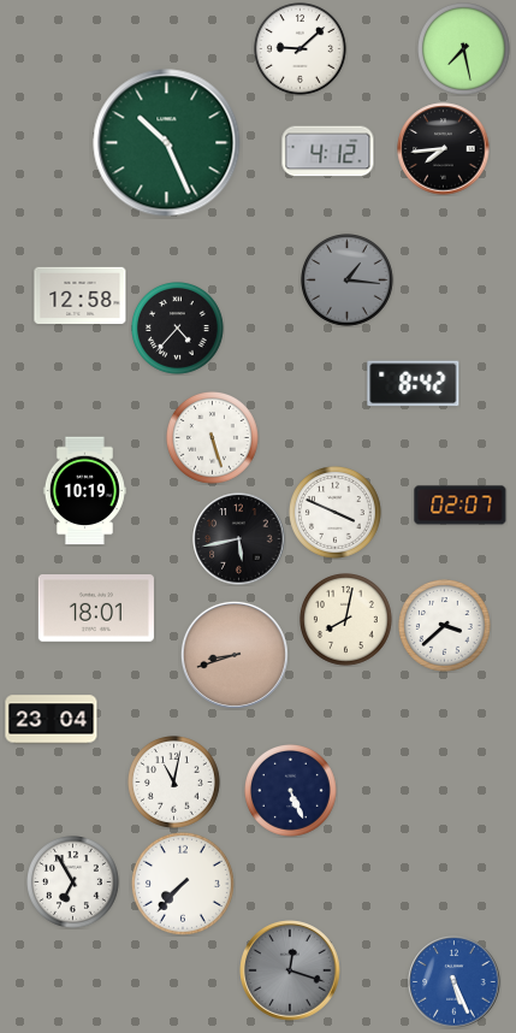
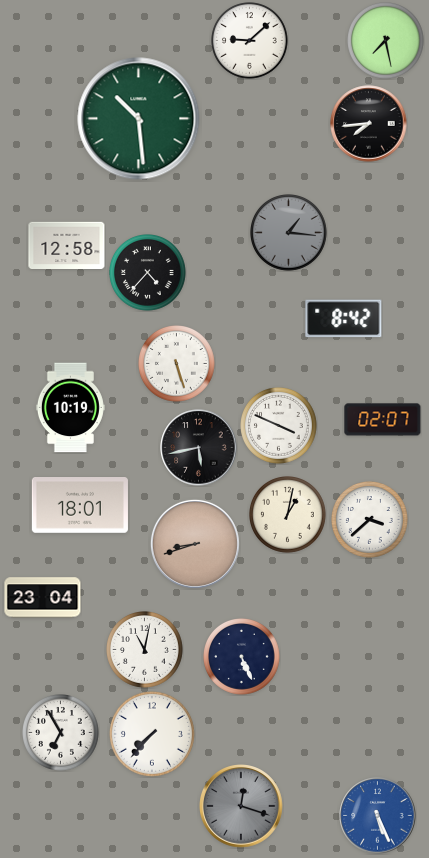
clock at (167, 143): 10:26 -> 10:29
clock at (328, 152): 4:12 -> none
clock at (346, 620): 8:02 -> 1:02
